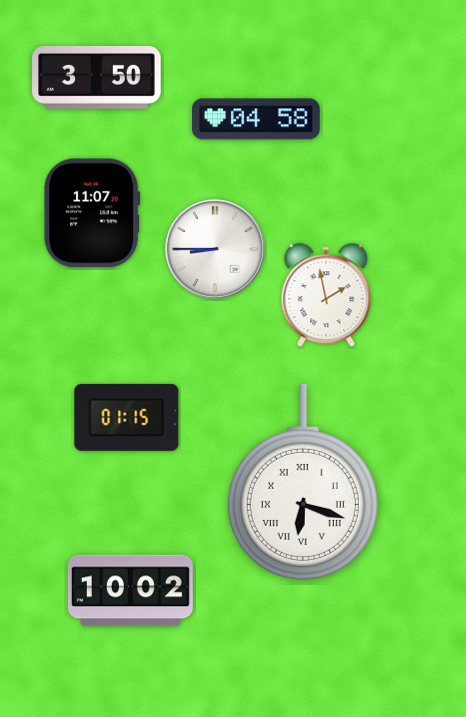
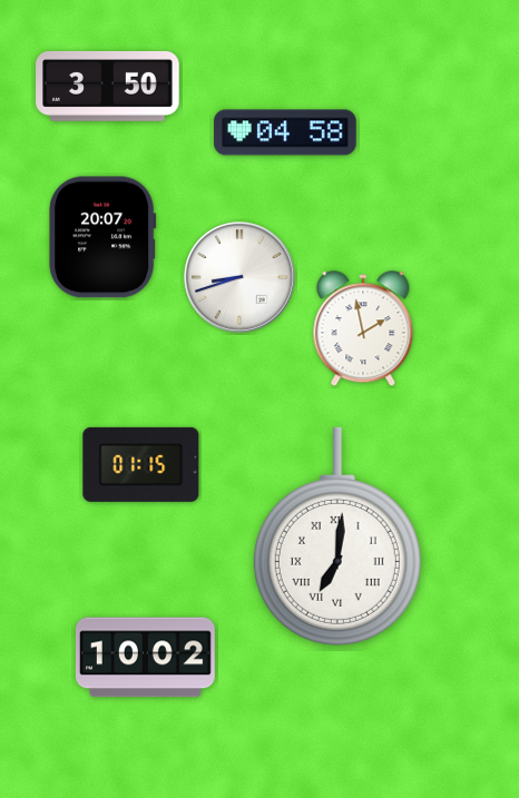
clock at (92, 213): 11:07 -> 20:07
clock at (215, 249): 8:45 -> 8:42
clock at (303, 482): 6:18 -> 7:01
